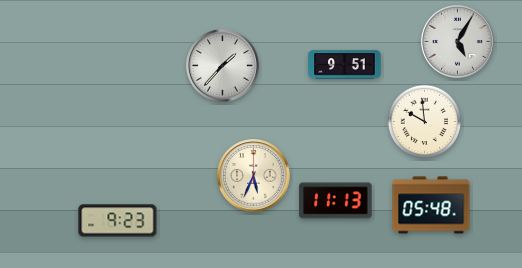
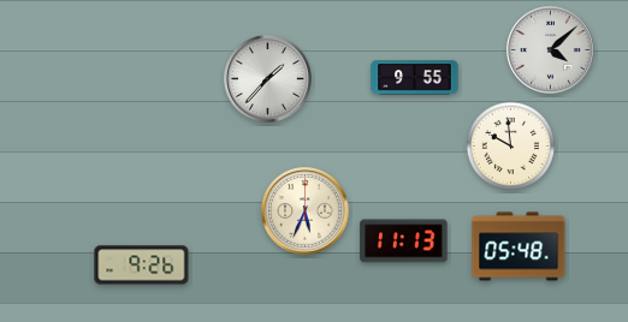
clock at (458, 42): 5:05 -> 4:08
clock at (345, 65): 9:51 -> 9:55
clock at (118, 221): 9:23 -> 9:26
